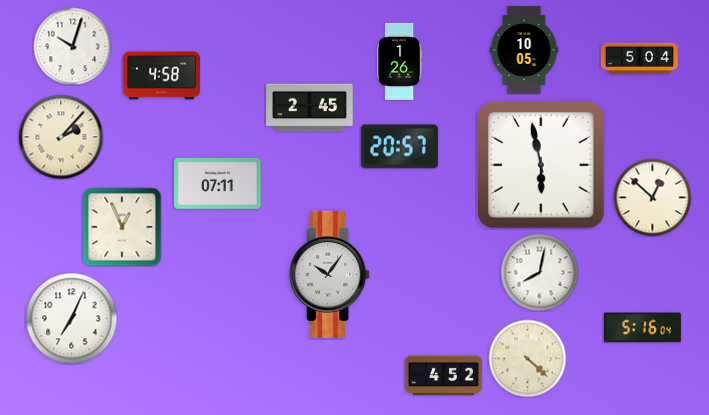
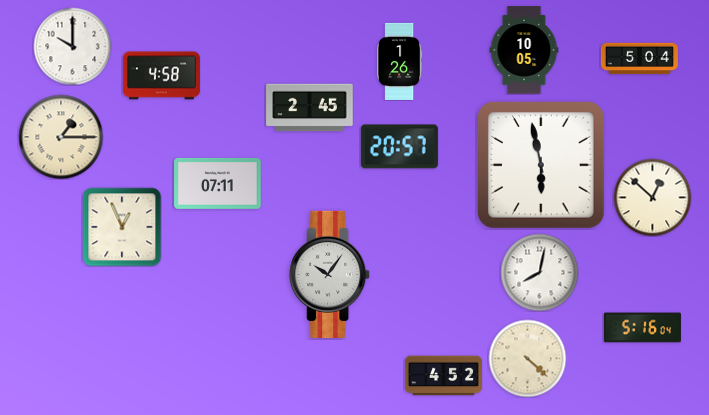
clock at (72, 46): 10:03 -> 10:00
clock at (61, 137): 2:07 -> 1:15
clock at (71, 318): 7:04 -> none
